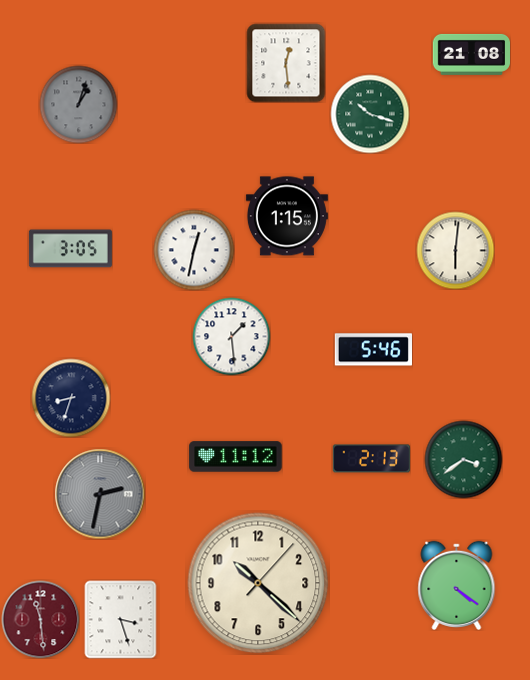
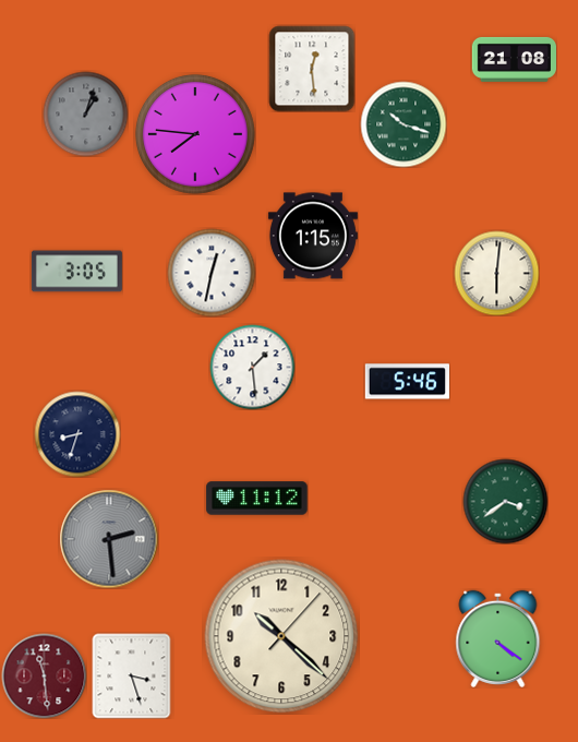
clock at (195, 134): none -> 7:46
clock at (371, 459): 2:13 -> none
clock at (100, 494): 2:32 -> 2:29
